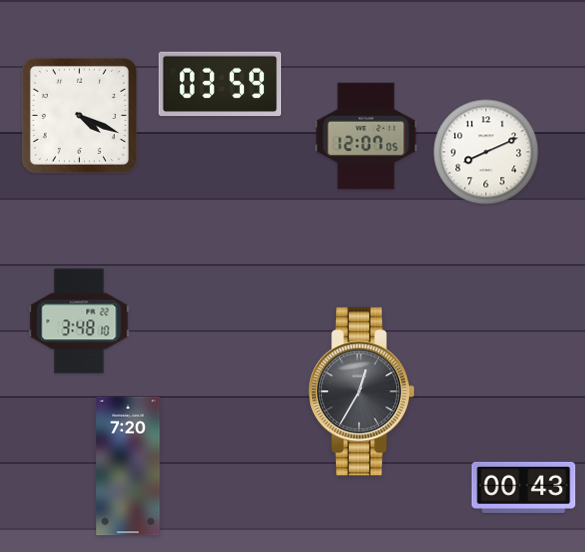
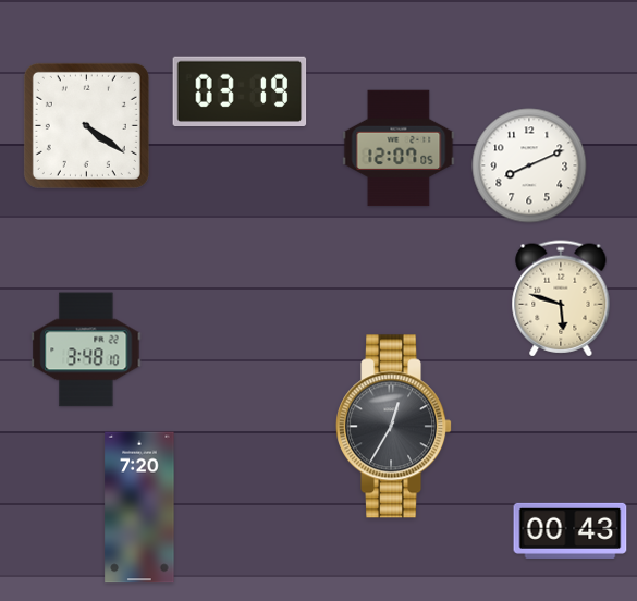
clock at (220, 83): 03:59 -> 03:19
clock at (79, 115): 4:19 -> 4:21
clock at (561, 298): none -> 5:48
